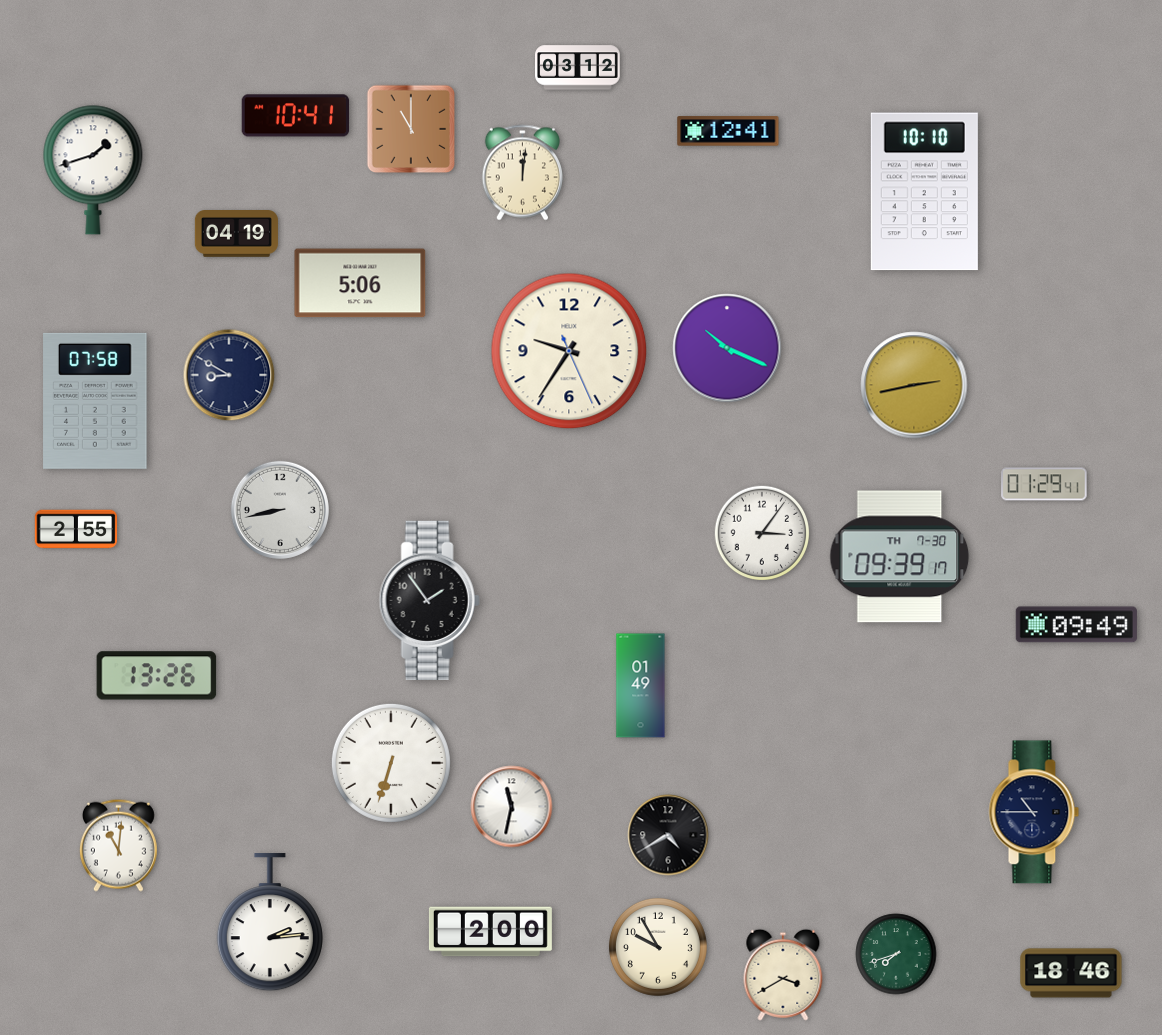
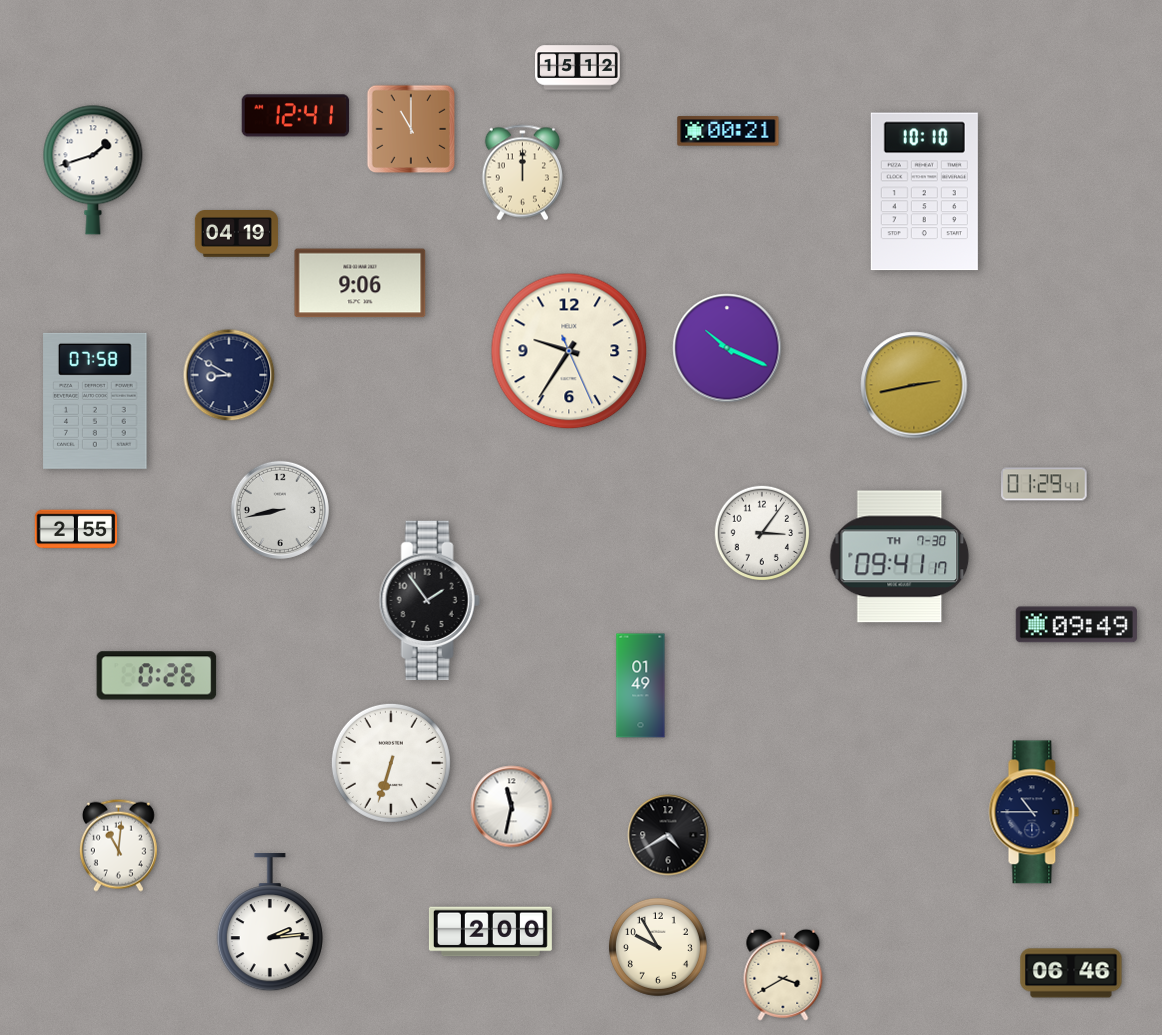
clock at (578, 68): 03:12 -> 15:12
clock at (296, 116): 10:41 -> 12:41
clock at (728, 131): 12:41 -> 00:21
clock at (522, 173): 12:01 -> 12:00
clock at (360, 283): 5:06 -> 9:06
clock at (900, 557): 09:39 -> 09:41
clock at (157, 676): 13:26 -> 0:26
clock at (896, 954): 7:42 -> none
clock at (1071, 973): 18:46 -> 06:46
